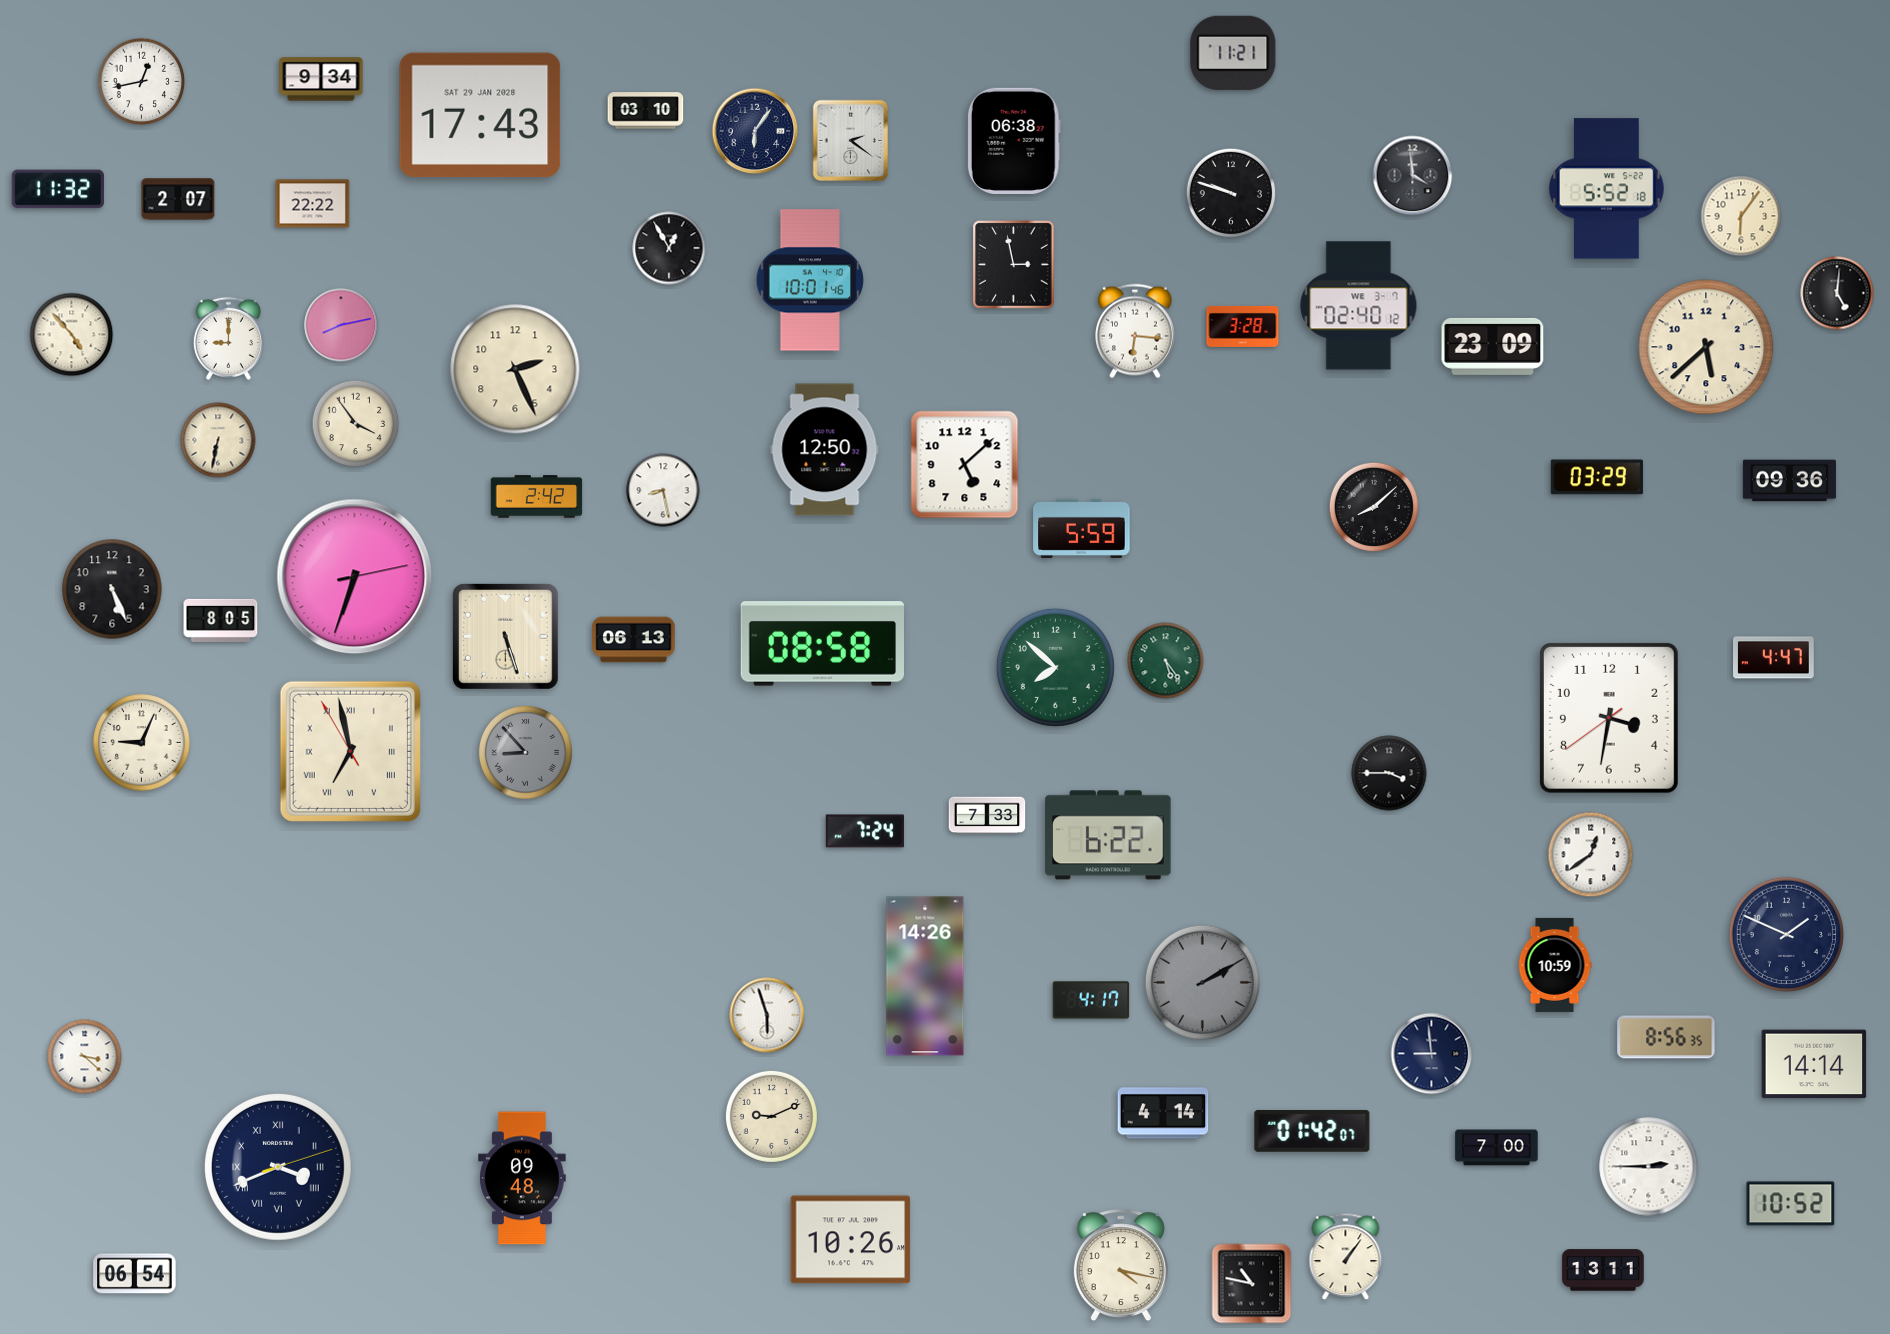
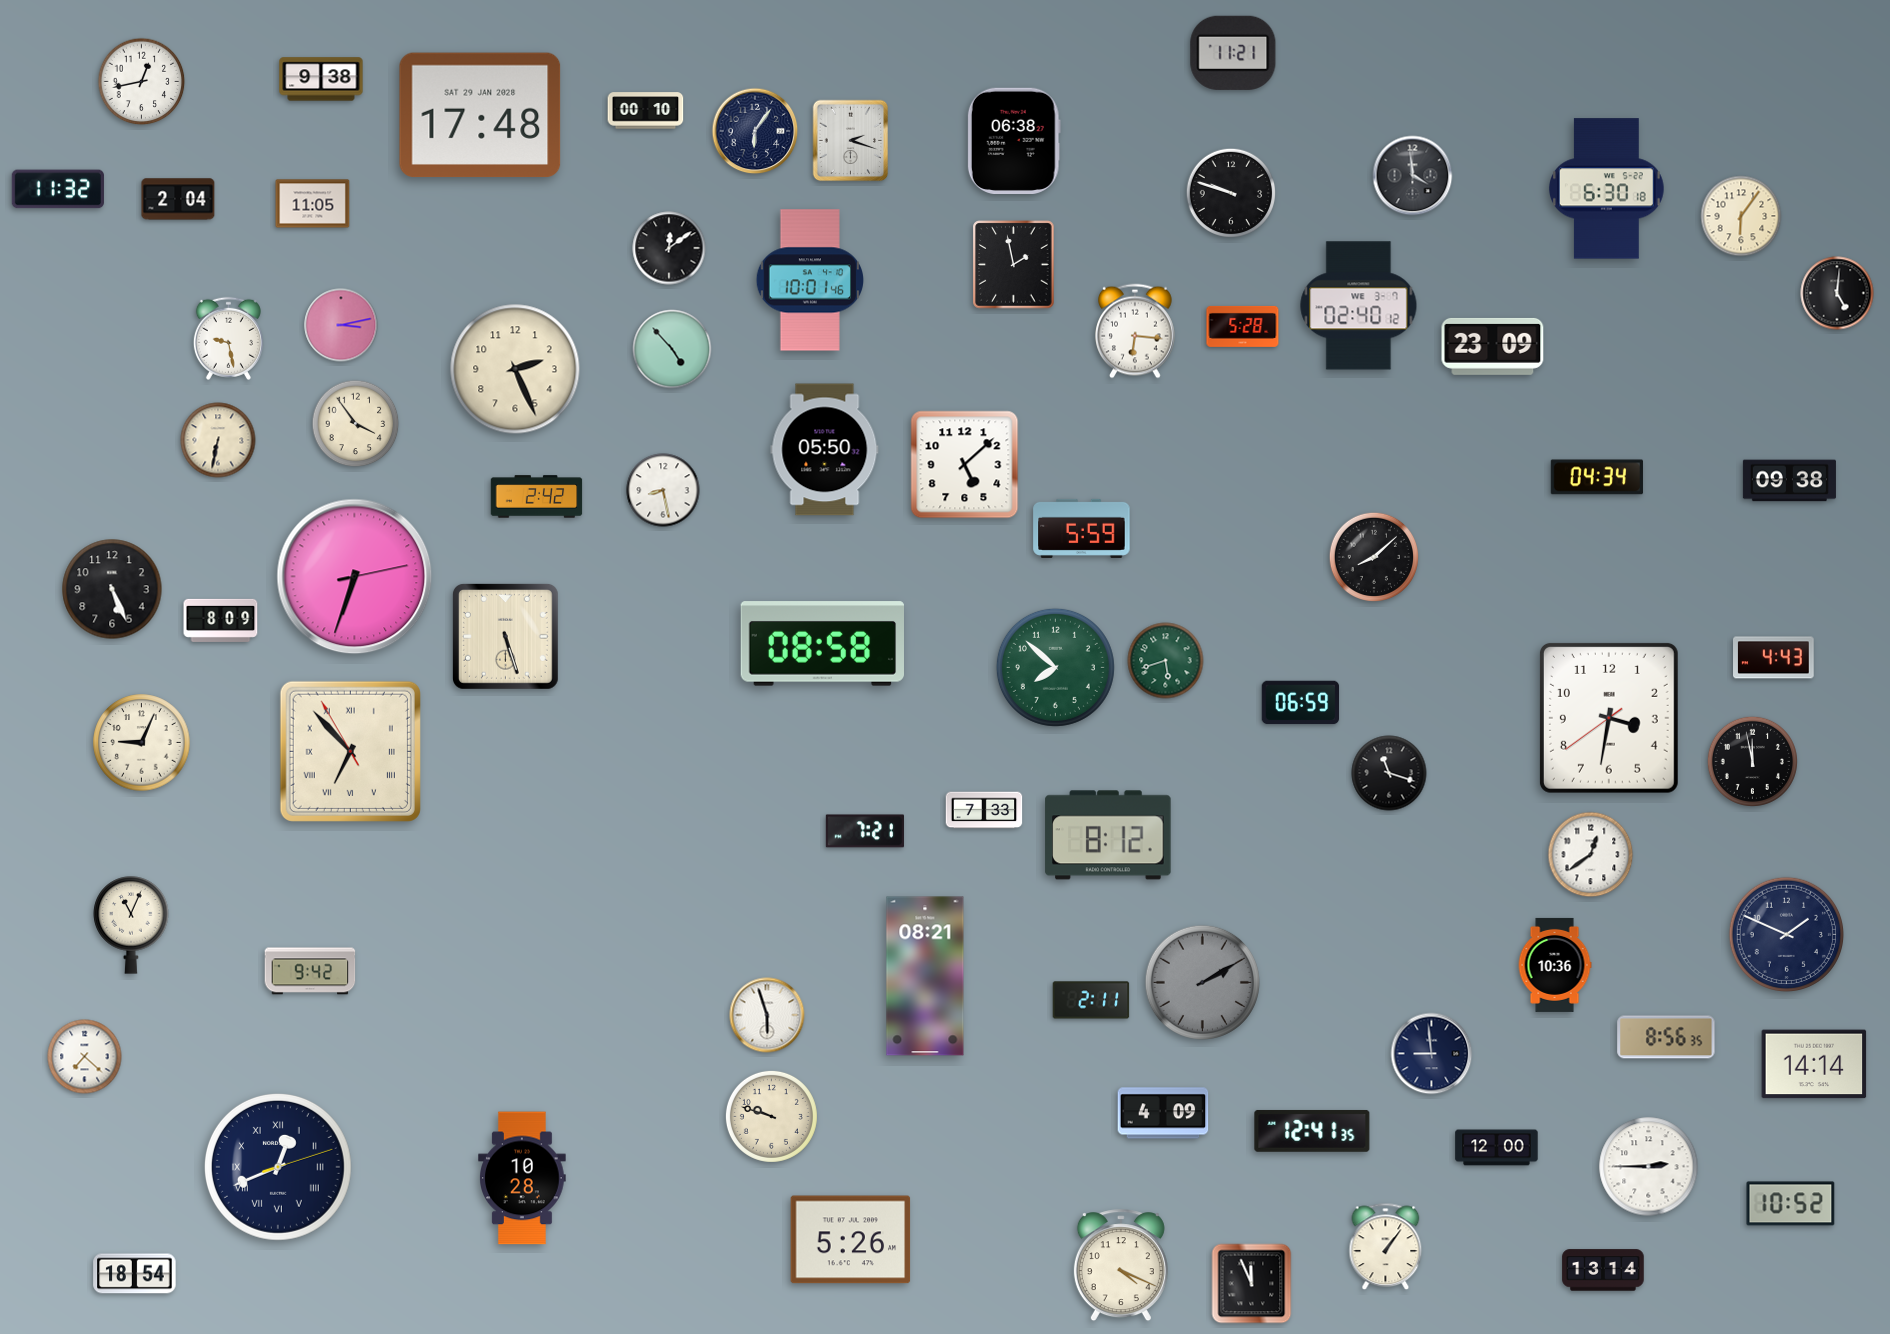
clock at (321, 79): 9:34 -> 9:38
clock at (646, 111): 03:10 -> 00:10
clock at (480, 115): 17:43 -> 17:48
clock at (851, 141): 2:21 -> 2:18
clock at (1606, 189): 5:52 -> 6:30
clock at (178, 199): 2:07 -> 2:04
clock at (313, 204): 22:22 -> 11:05
clock at (669, 248): 12:55 -> 12:09
clock at (1014, 265): 2:58 -> 1:58
clock at (341, 325): 8:13 -> 3:13
clock at (1243, 326): 3:28 -> 5:28
clock at (72, 335): 4:53 -> none
clock at (228, 338): 9:00 -> 9:28
clock at (1706, 347): 5:38 -> none
clock at (672, 349): none -> 4:53
clock at (825, 450): 12:50 -> 05:50
clock at (1597, 477): 03:29 -> 04:34
clock at (1789, 481): 09:36 -> 09:38
clock at (1373, 506) position: (1373, 506) -> (1373, 556)
clock at (221, 620): 8:05 -> 8:09
clock at (634, 640): 06:13 -> none
clock at (1774, 658): 4:47 -> 4:43
clock at (1166, 661): 5:24 -> 5:42
clock at (1301, 703): none -> 06:59
clock at (350, 751): 6:57 -> 6:52
clock at (525, 752): 8:53 -> none
clock at (1752, 761): none -> 11:58
clock at (1389, 773): 3:45 -> 11:18
clock at (987, 815) position: (987, 815) -> (984, 810)
clock at (865, 831): 7:24 -> 7:21
clock at (1108, 835): 6:22 -> 8:12
clock at (131, 925): none -> 11:04
clock at (1555, 965): 10:59 -> 10:36
clock at (310, 971): none -> 9:42
clock at (925, 976): 14:26 -> 08:21
clock at (1091, 1000): 4:17 -> 2:11
clock at (85, 1057): 3:22 -> 7:22
clock at (1163, 1113): 4:14 -> 4:09
clock at (771, 1116): 9:11 -> 9:48
clock at (1312, 1131): 01:42 -> 12:41
clock at (1497, 1148): 7:00 -> 12:00
clock at (278, 1167): 3:41 -> 12:41
clock at (523, 1178): 09:48 -> 10:28
clock at (851, 1240): 10:26 -> 5:26
clock at (1346, 1257) position: (1346, 1257) -> (1386, 1247)
clock at (1121, 1266): 4:17 -> 4:19
clock at (1603, 1270): 13:11 -> 13:14
clock at (135, 1274): 06:54 -> 18:54
clock at (1252, 1284): 10:47 -> 11:56
